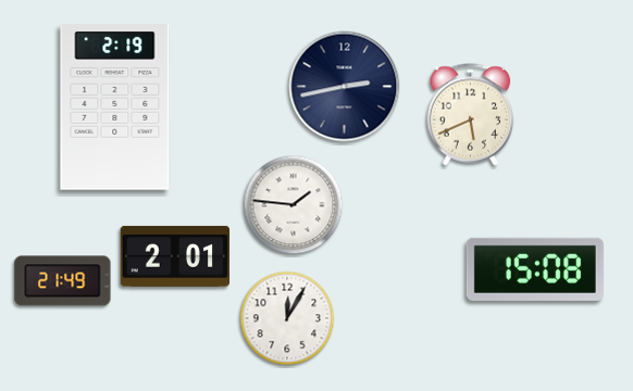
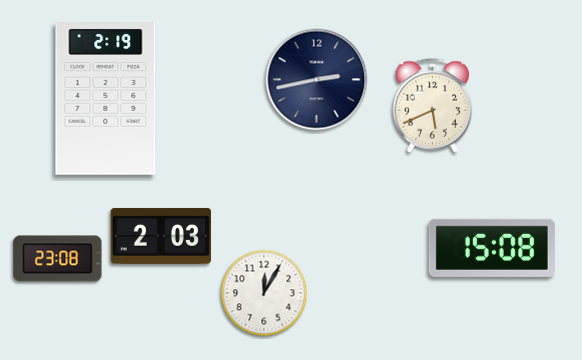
clock at (294, 205): 1:46 -> none
clock at (174, 256): 2:01 -> 2:03
clock at (63, 281): 21:49 -> 23:08
